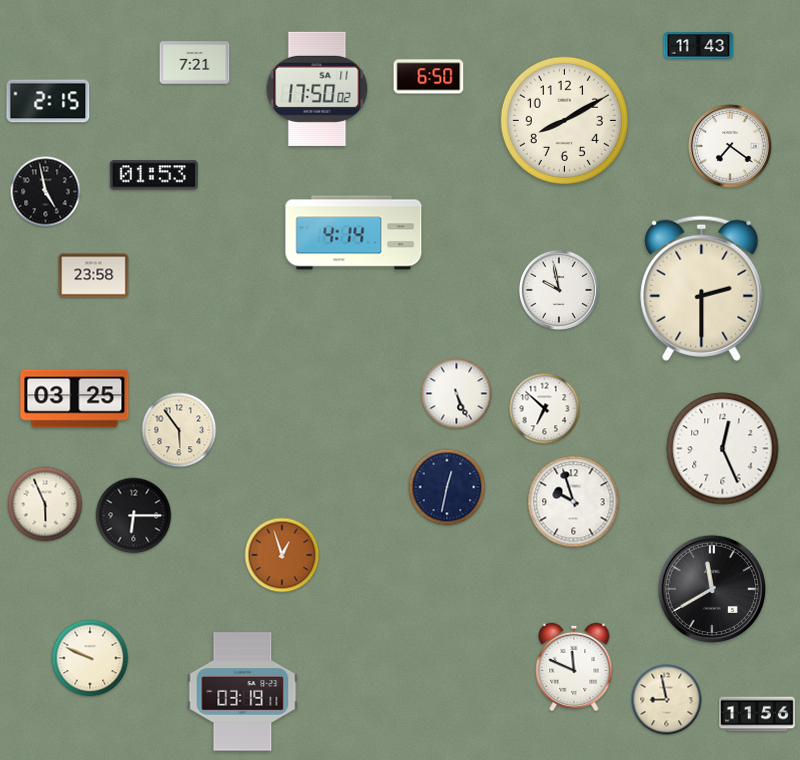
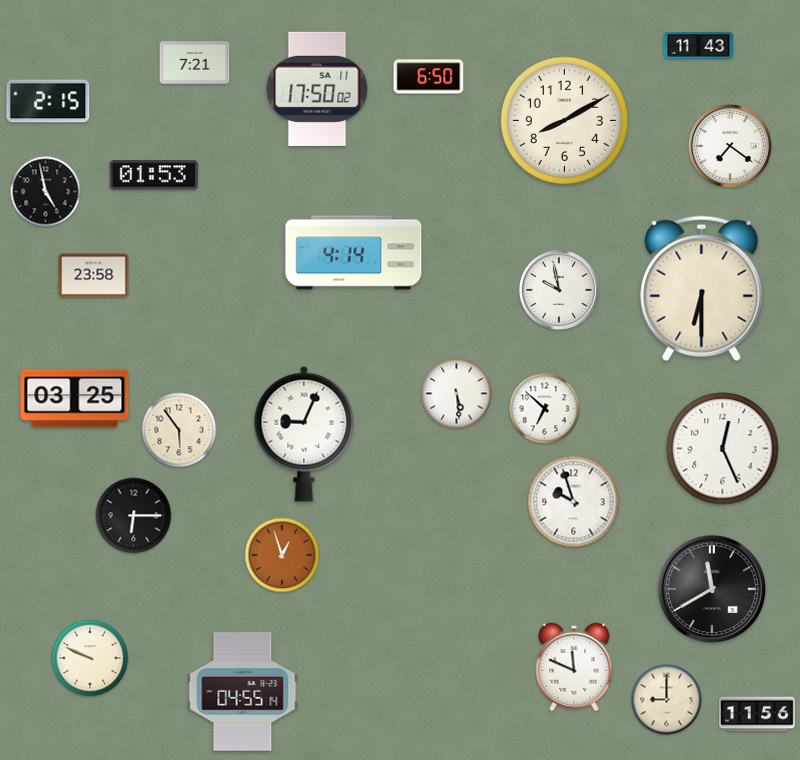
clock at (354, 233) position: (354, 233) -> (354, 253)
clock at (702, 288): 2:30 -> 6:30
clock at (457, 394): 5:26 -> 5:29
clock at (304, 434): none -> 9:04
clock at (447, 487): 12:32 -> none
clock at (45, 504): 5:56 -> none
clock at (243, 692): 03:19 -> 04:55
clock at (667, 700): 8:58 -> 9:00
